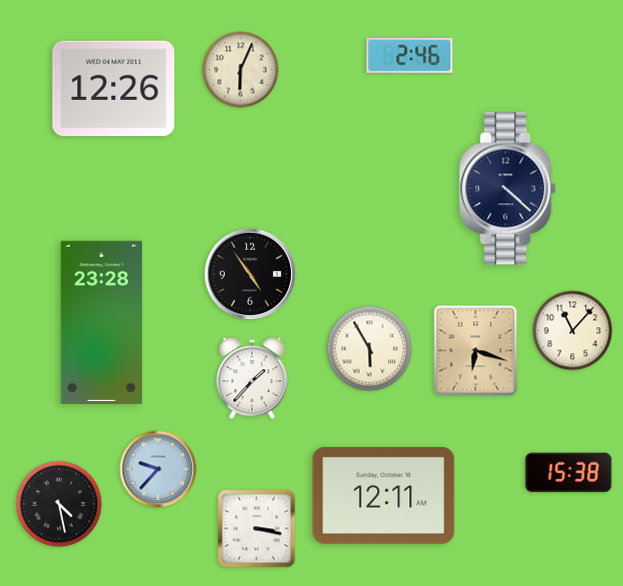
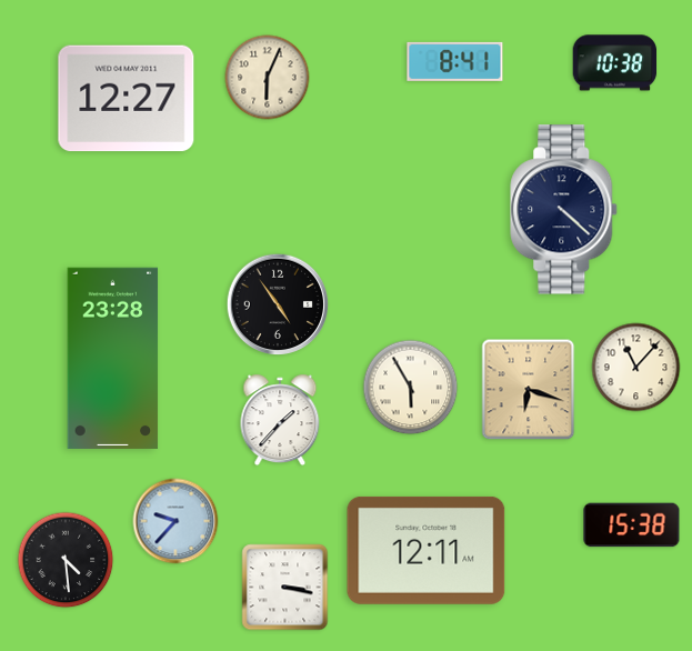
clock at (410, 55): 2:46 -> 8:41
clock at (615, 63): none -> 10:38
clock at (114, 89): 12:26 -> 12:27
clock at (59, 504): 4:28 -> 4:29
